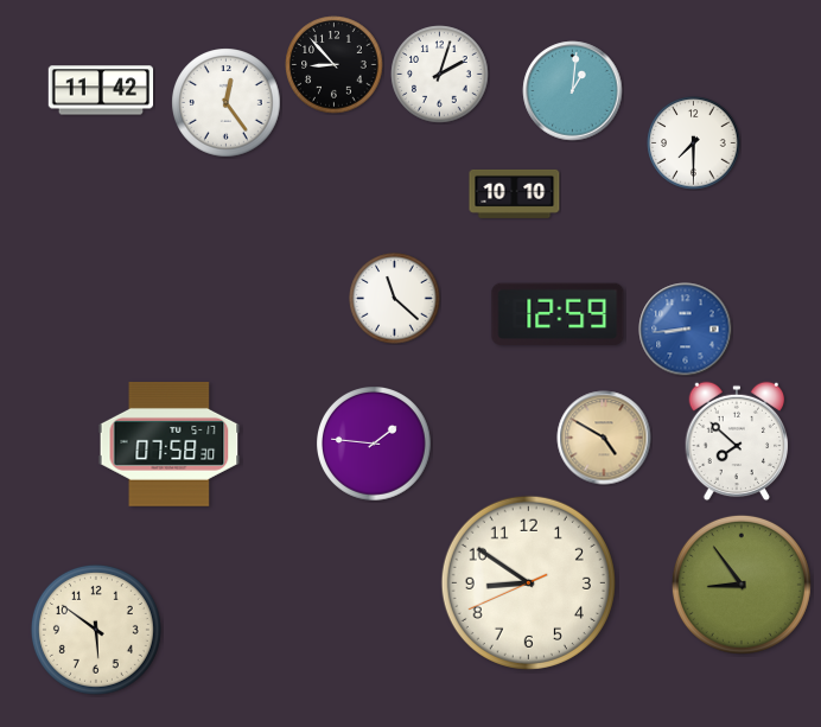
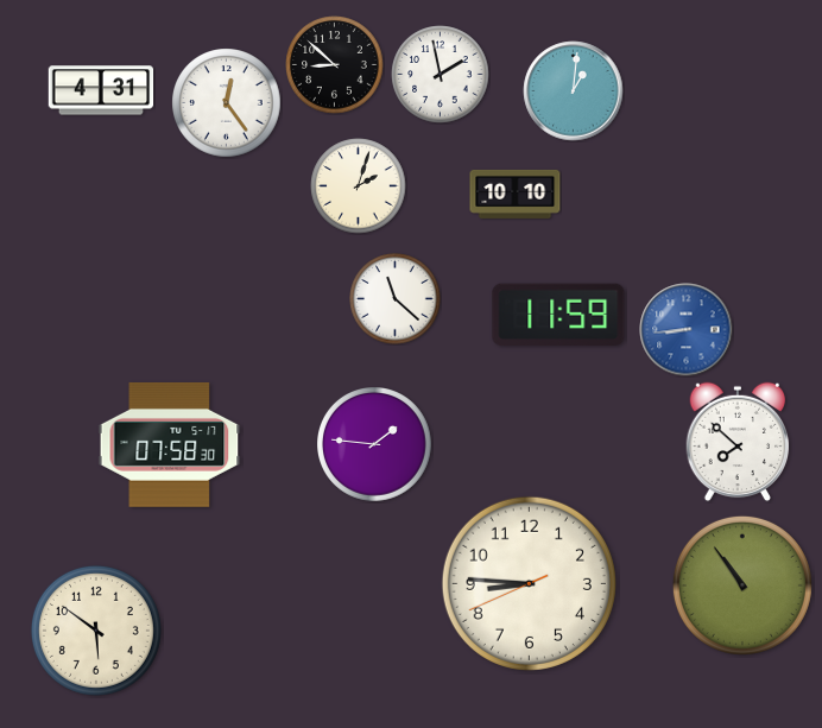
clock at (335, 65): 8:53 -> 8:52
clock at (440, 75): 2:03 -> 1:58
clock at (101, 90): 11:42 -> 4:31
clock at (694, 144): 7:30 -> none
clock at (359, 186): none -> 2:03
clock at (558, 314): 12:59 -> 11:59
clock at (604, 438): 4:50 -> none
clock at (528, 582): 8:50 -> 8:45
clock at (742, 585): 8:54 -> 10:54
